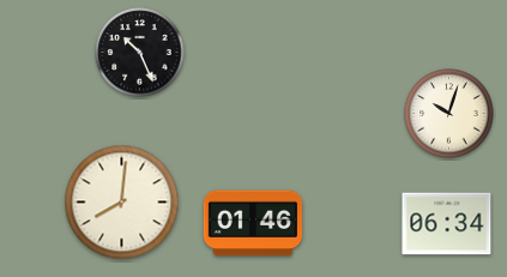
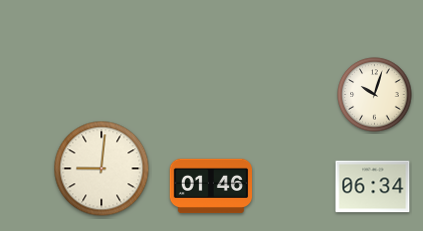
clock at (140, 53): 10:26 -> none
clock at (122, 203): 8:01 -> 9:01
